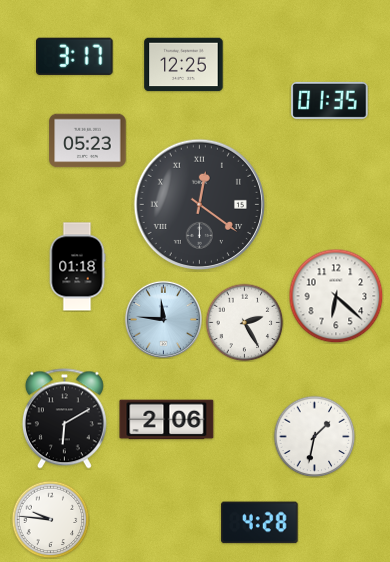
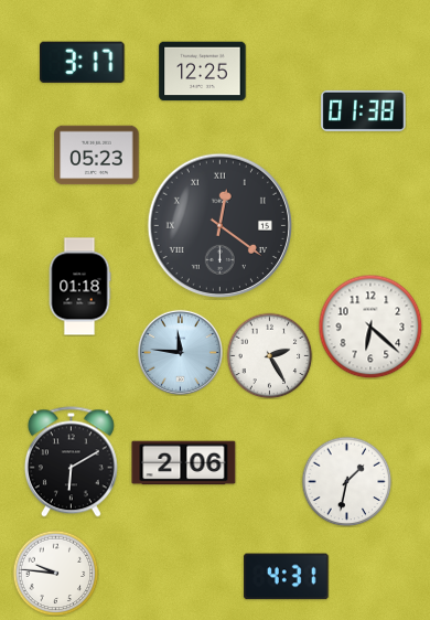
clock at (330, 100): 01:35 -> 01:38
clock at (77, 267) position: (77, 267) -> (79, 287)
clock at (260, 523): 4:28 -> 4:31
